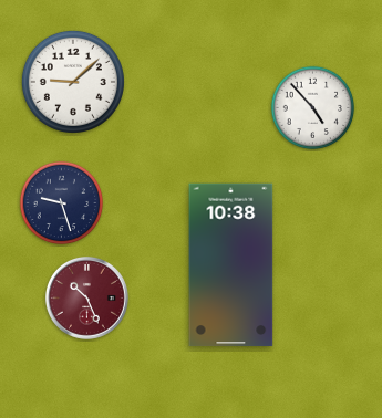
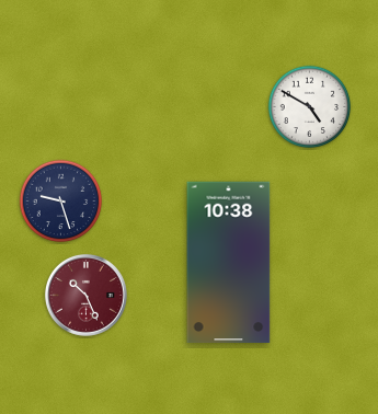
clock at (73, 82): 9:08 -> none
clock at (313, 108): 4:53 -> 4:50
